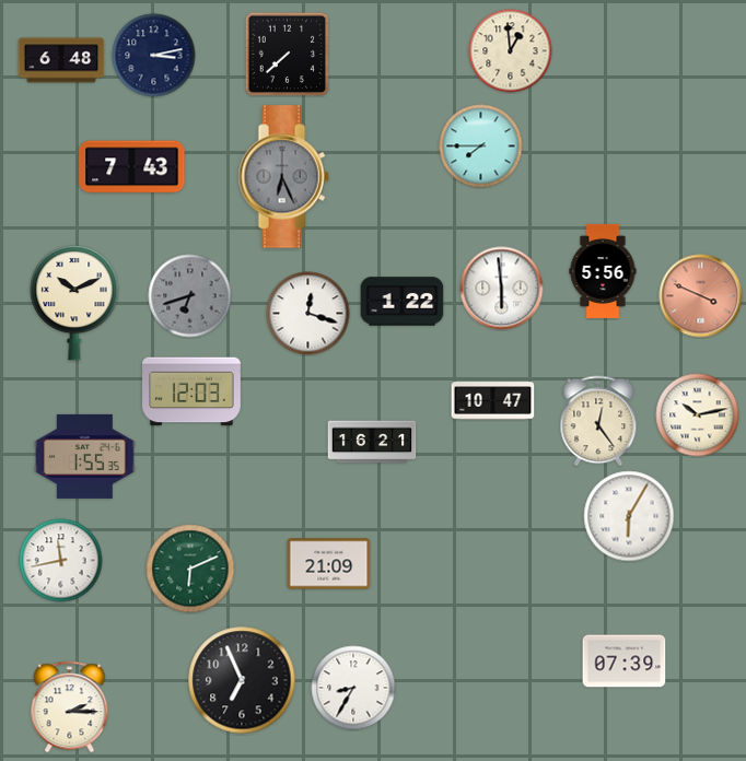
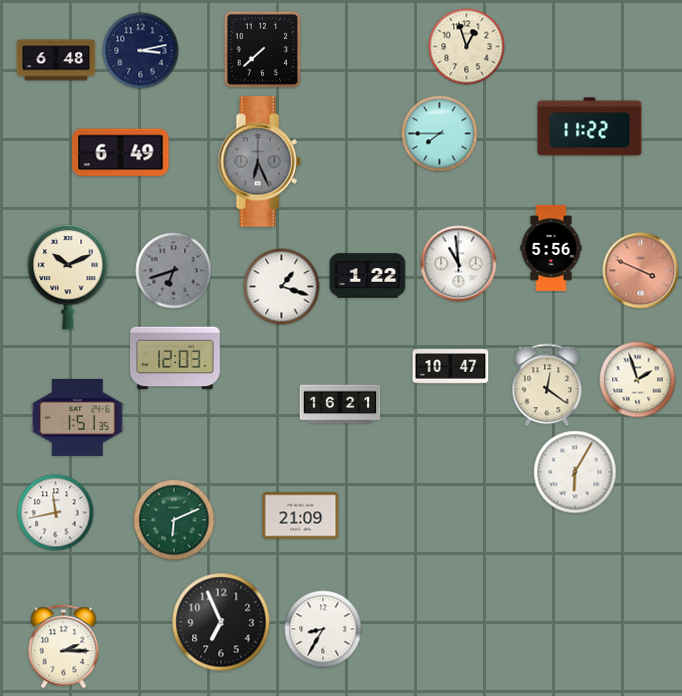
clock at (511, 51): 12:59 -> 12:57
clock at (61, 60) position: (61, 60) -> (56, 60)
clock at (590, 127): none -> 11:22
clock at (132, 167): 7:43 -> 6:49
clock at (502, 289): 5:59 -> 10:59
clock at (308, 314): 12:18 -> 1:18
clock at (698, 415): 10:13 -> 1:57
clock at (598, 421): 12:24 -> 12:21
clock at (85, 456): 1:55 -> 1:51
clock at (625, 662): 07:39 -> none
